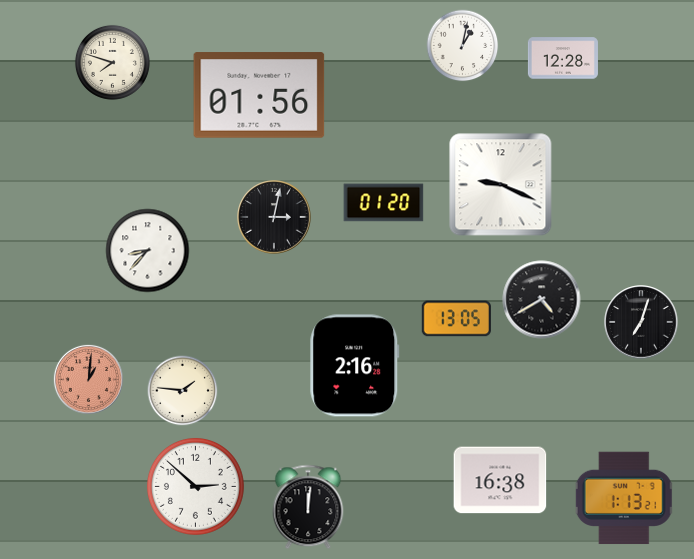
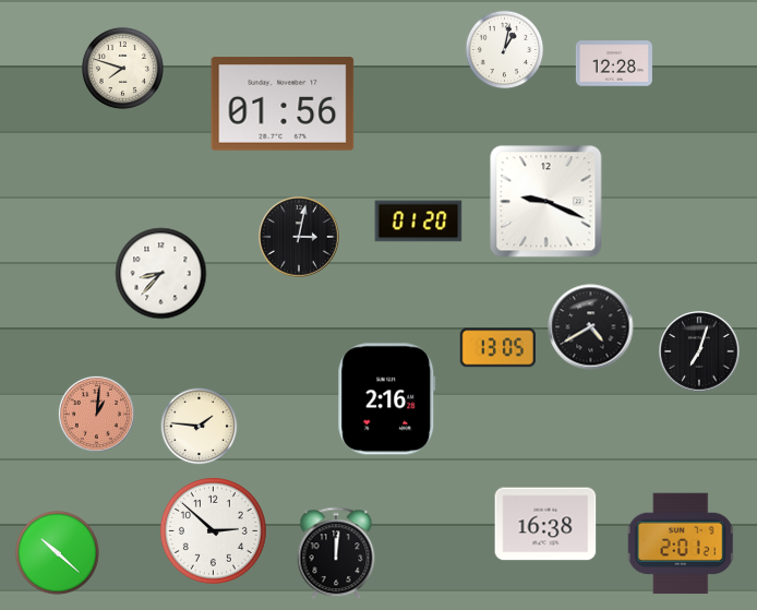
clock at (624, 498): 1:13 -> 2:01
clock at (58, 553): none -> 10:22
